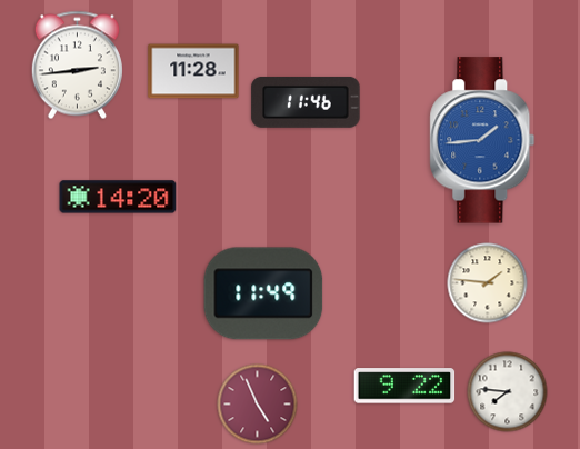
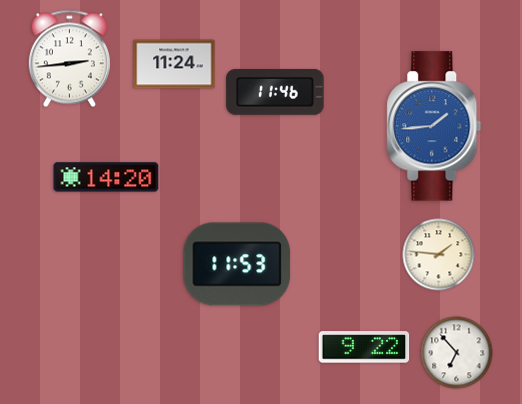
clock at (193, 71): 11:28 -> 11:24
clock at (263, 293): 11:49 -> 11:53
clock at (508, 392): 7:46 -> 6:53
clock at (258, 405): 4:56 -> none
